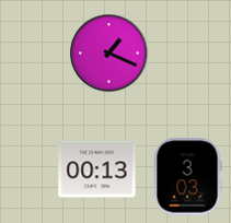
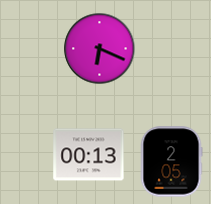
clock at (109, 54): 1:19 -> 6:19
clock at (187, 177): 3:03 -> 2:05
